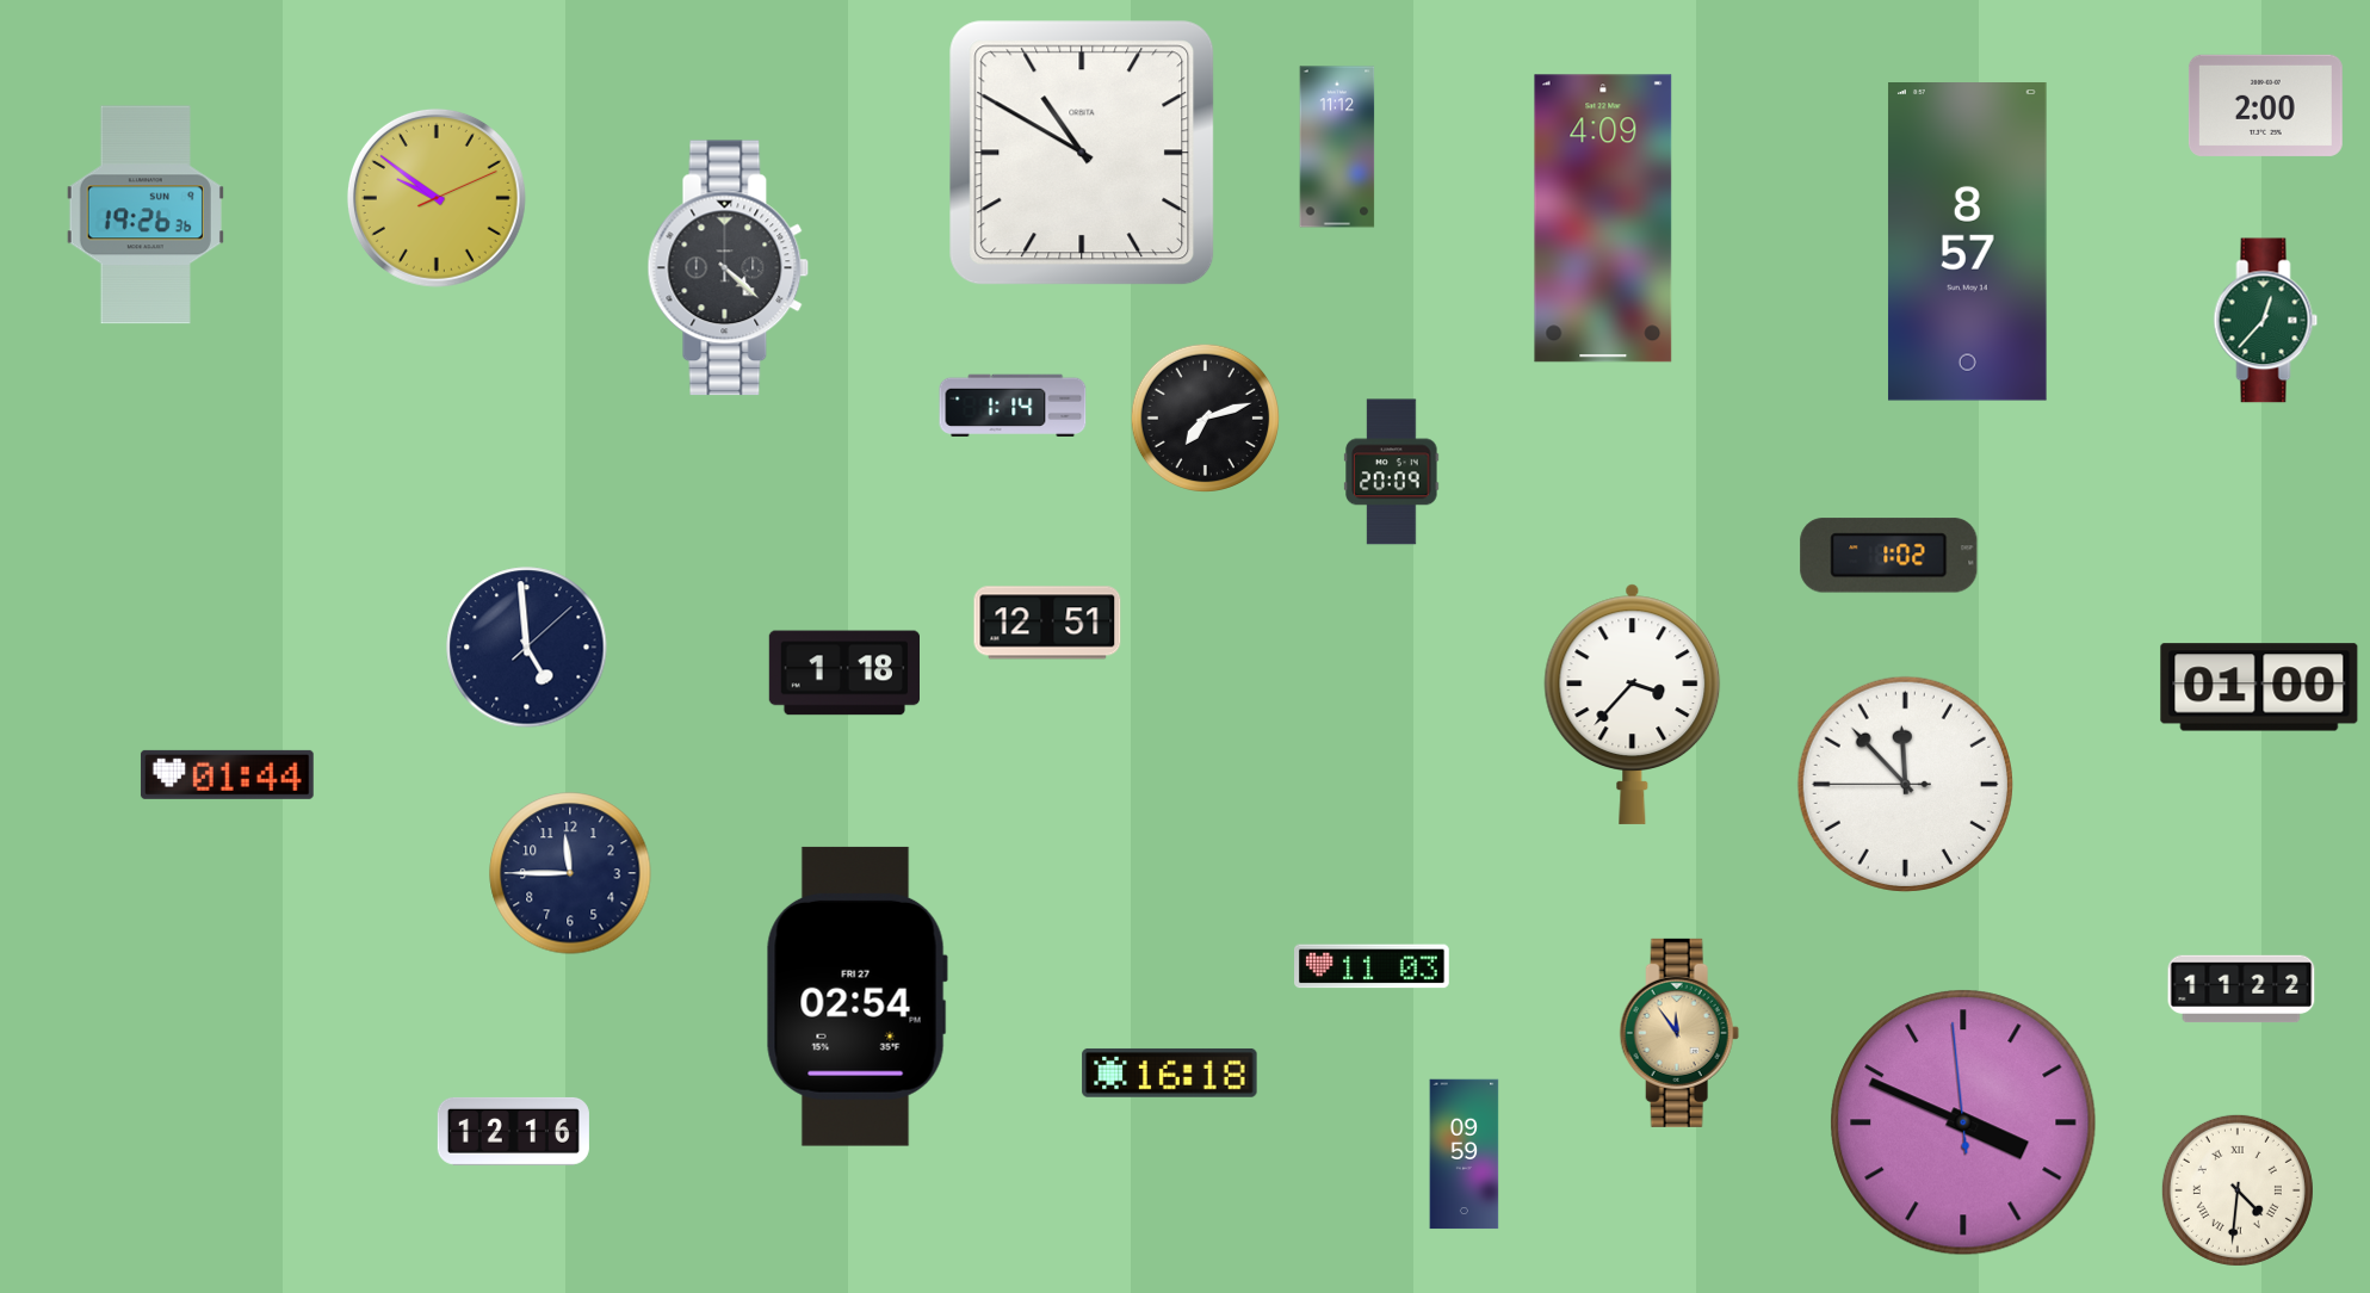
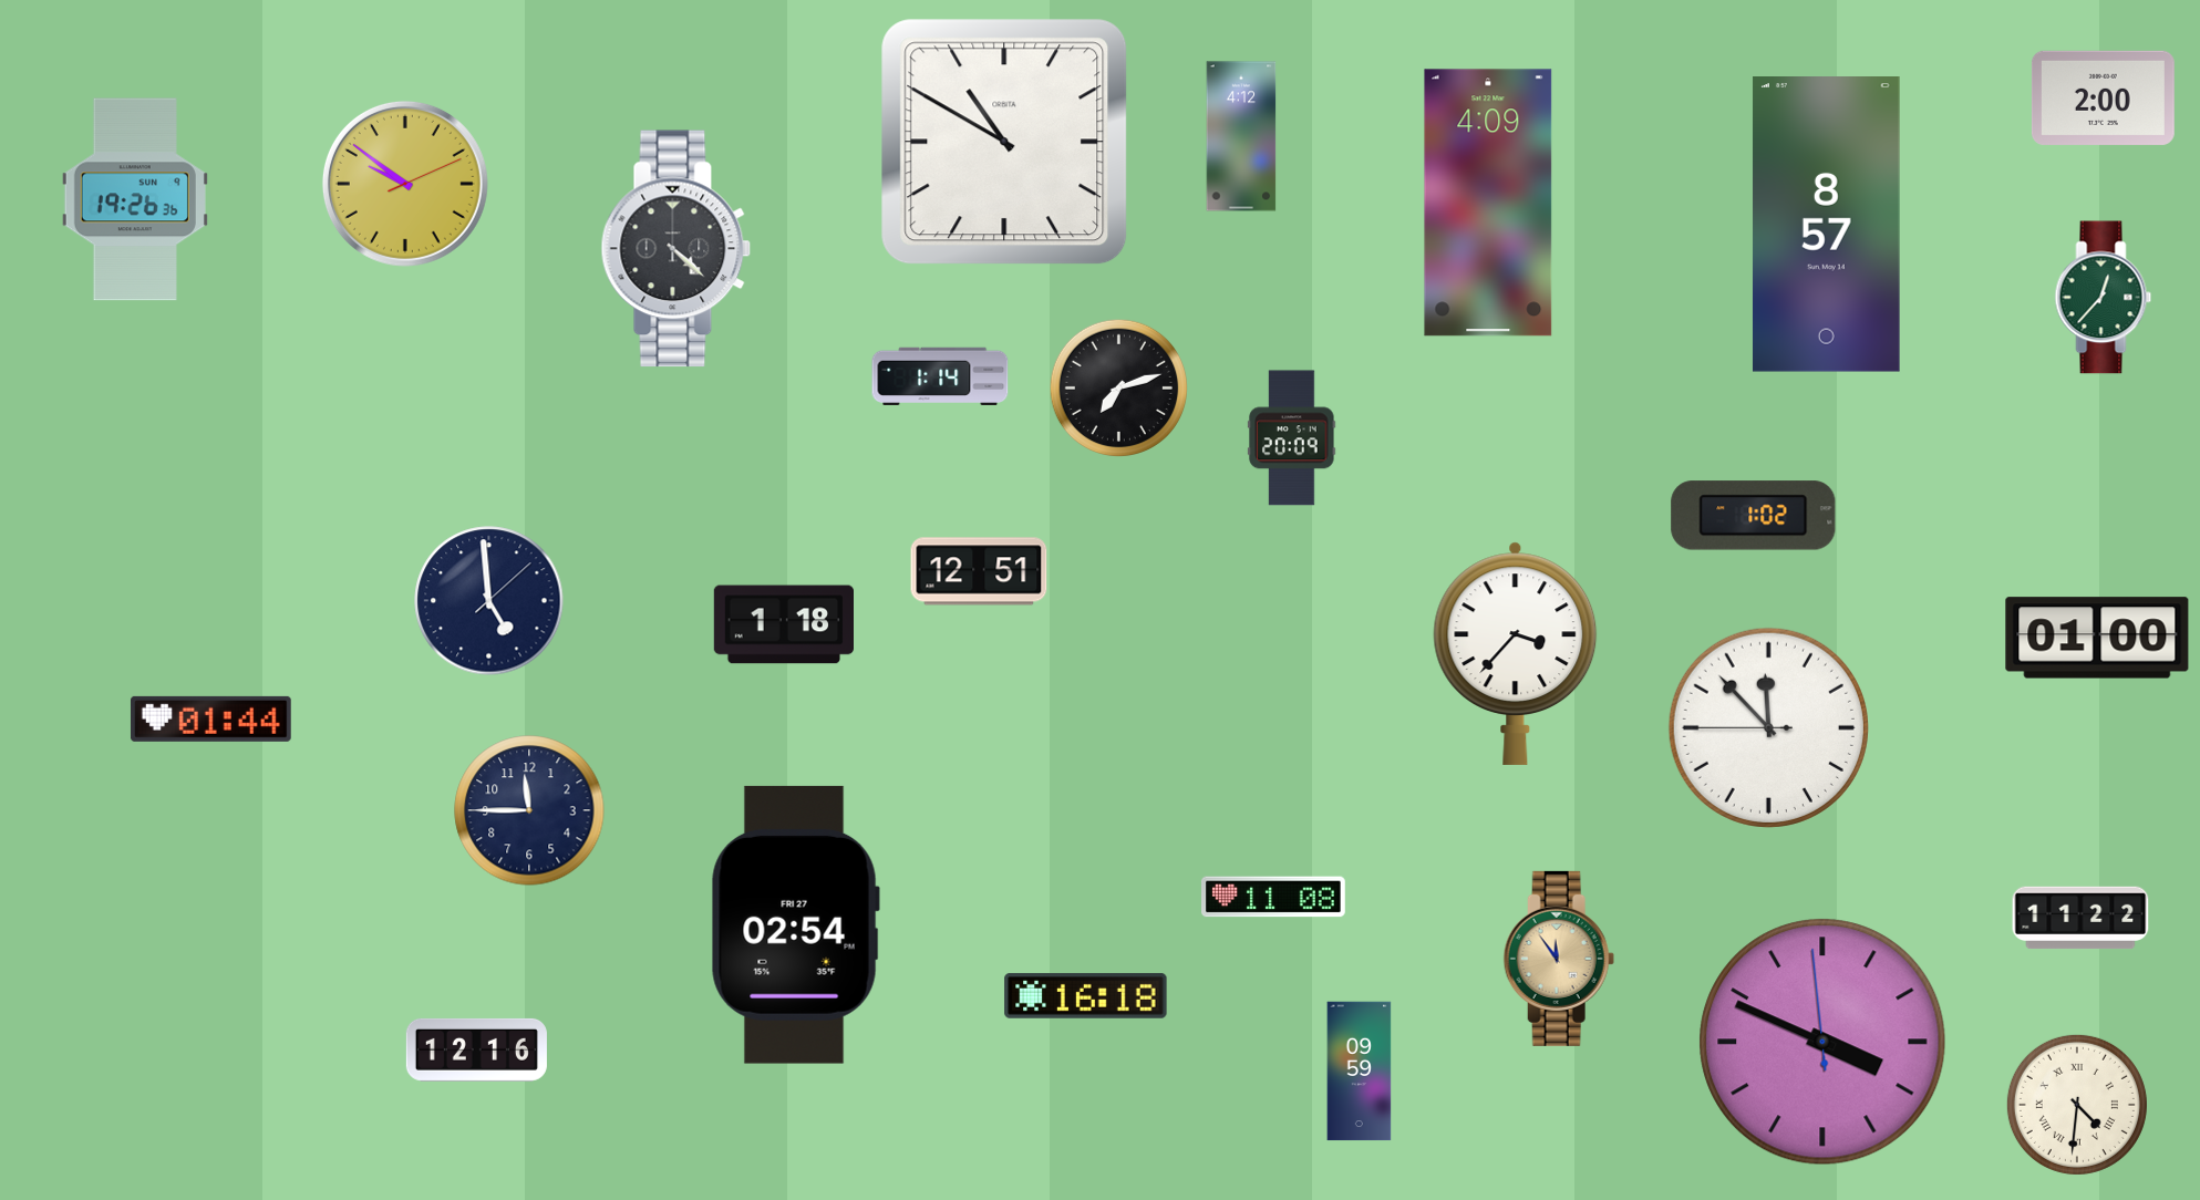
clock at (1337, 147): 11:12 -> 4:12
clock at (1047, 623) position: (1047, 623) -> (979, 571)
clock at (1373, 966): 11:03 -> 11:08
